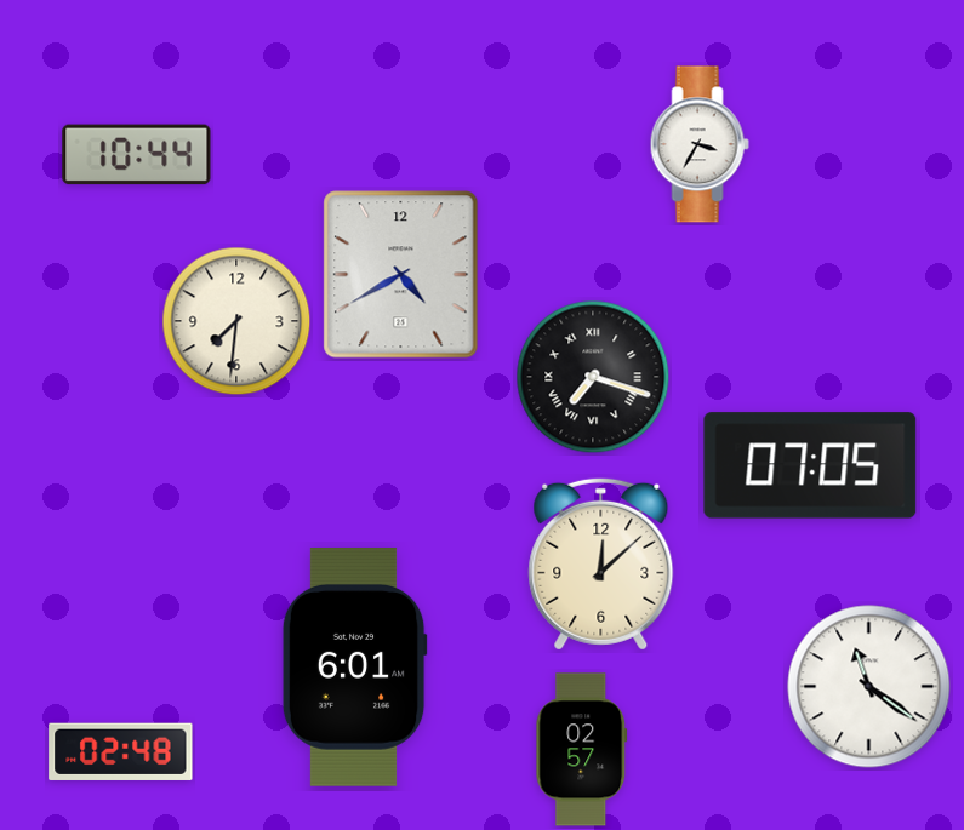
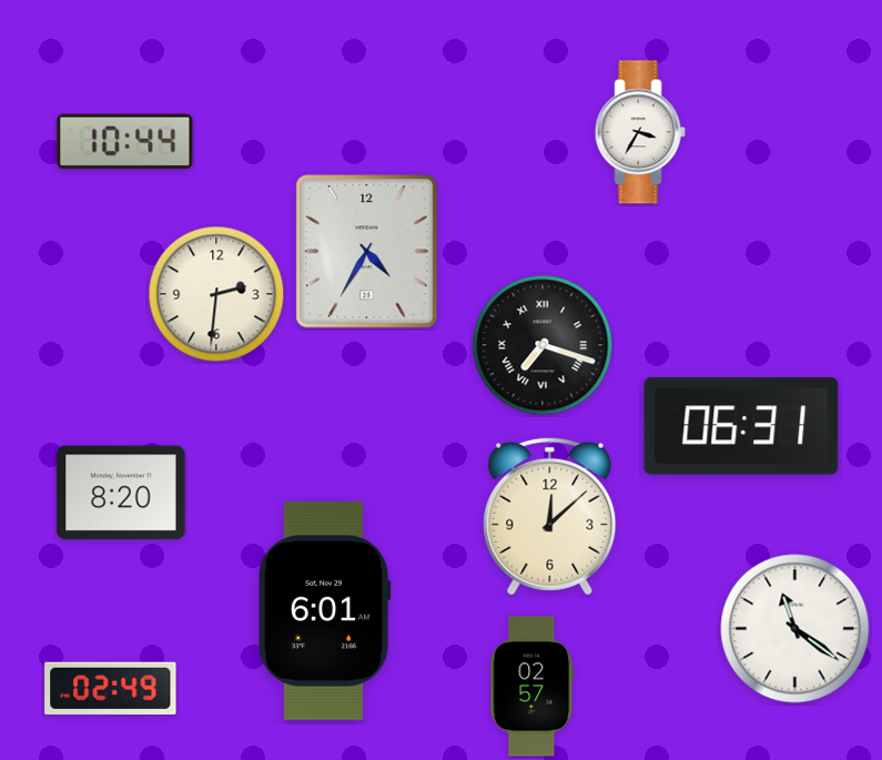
clock at (401, 275): 4:40 -> 4:35
clock at (236, 321): 7:31 -> 2:31
clock at (810, 465): 07:05 -> 06:31
clock at (121, 493): none -> 8:20
clock at (121, 751): 02:48 -> 02:49
